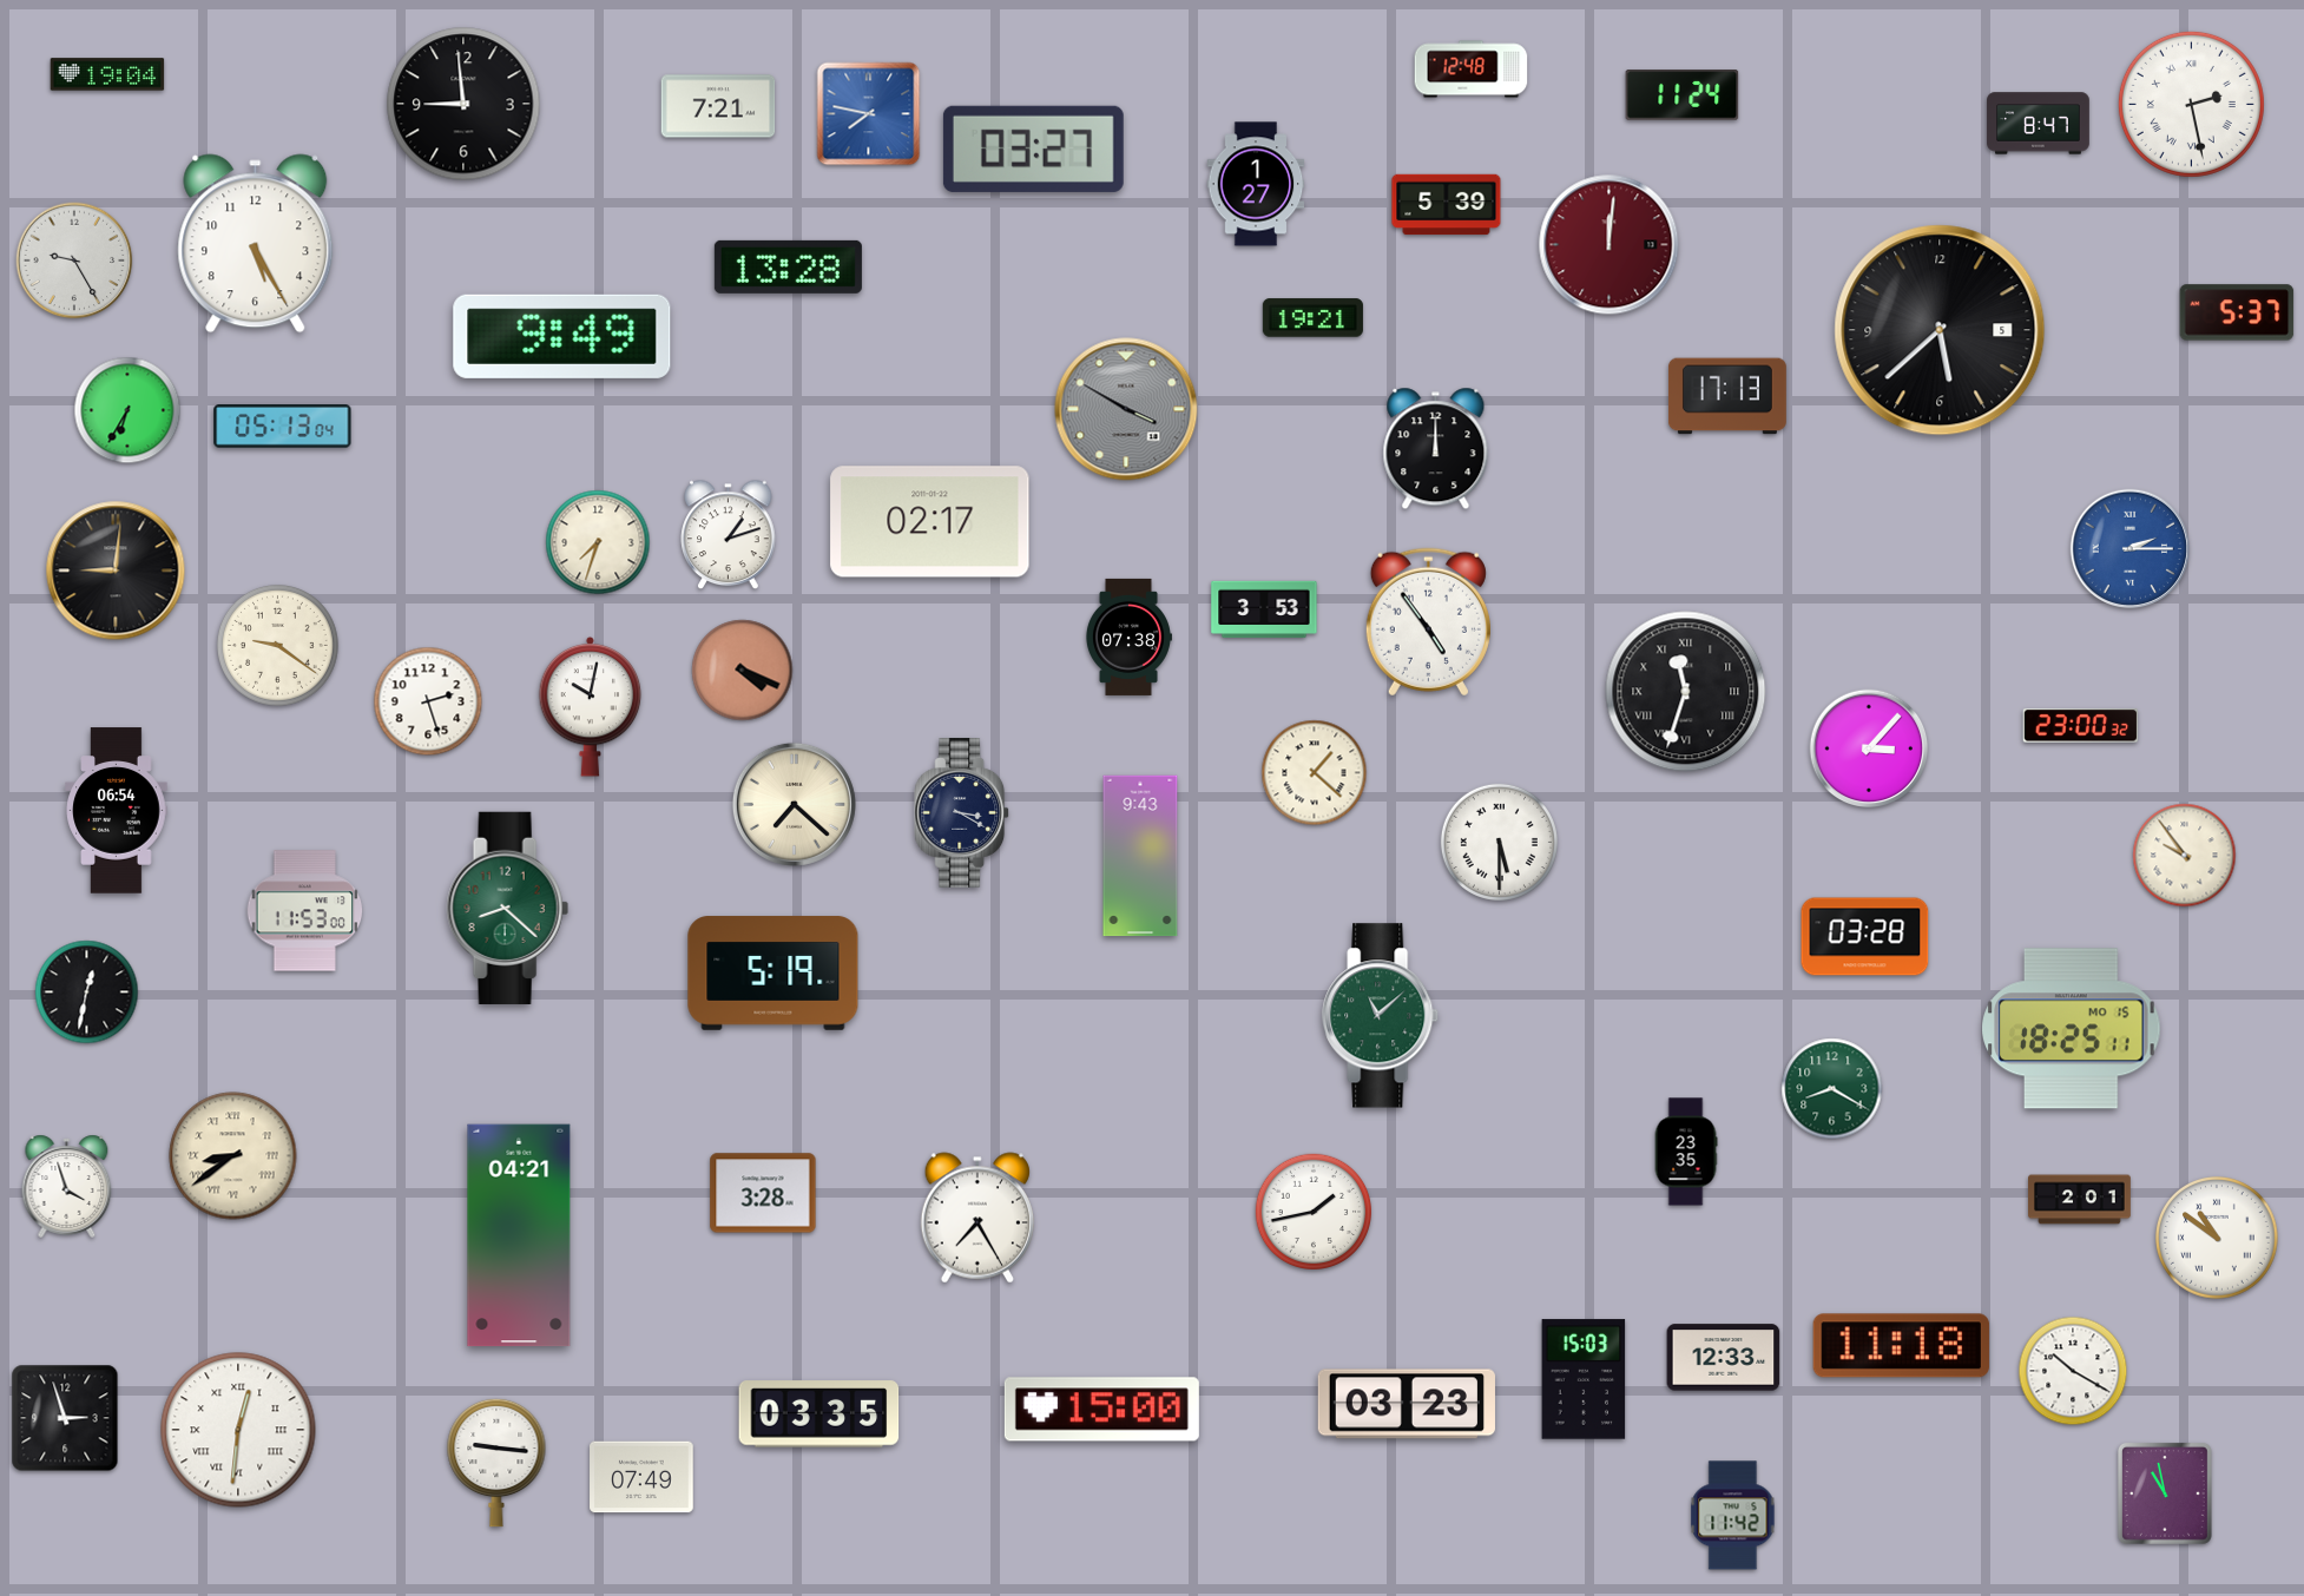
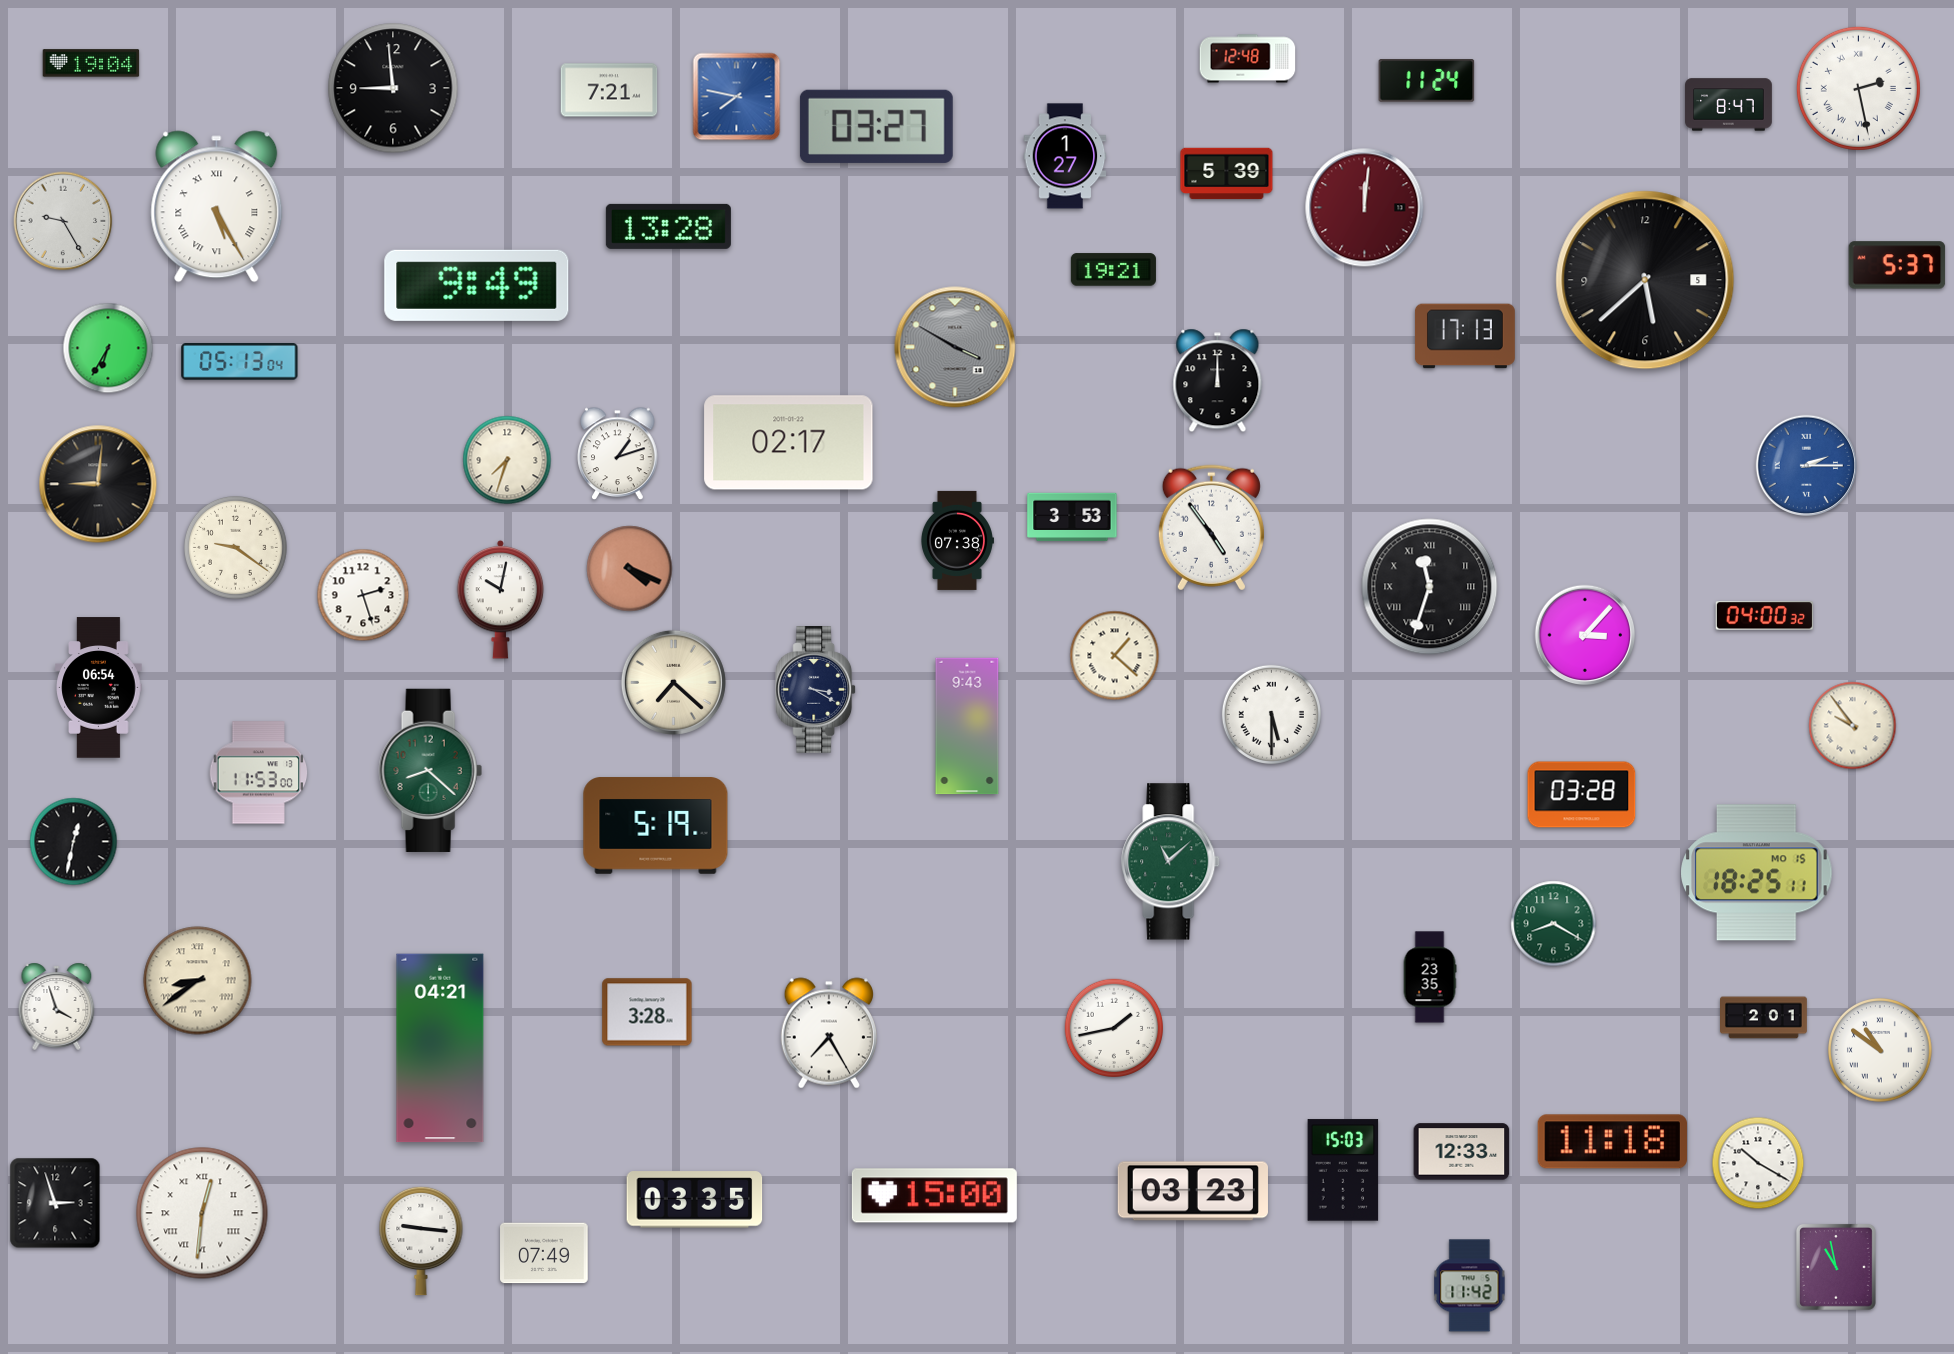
clock at (256, 244) numerals: Arabic -> Roman
clock at (2080, 726): 23:00 -> 04:00
